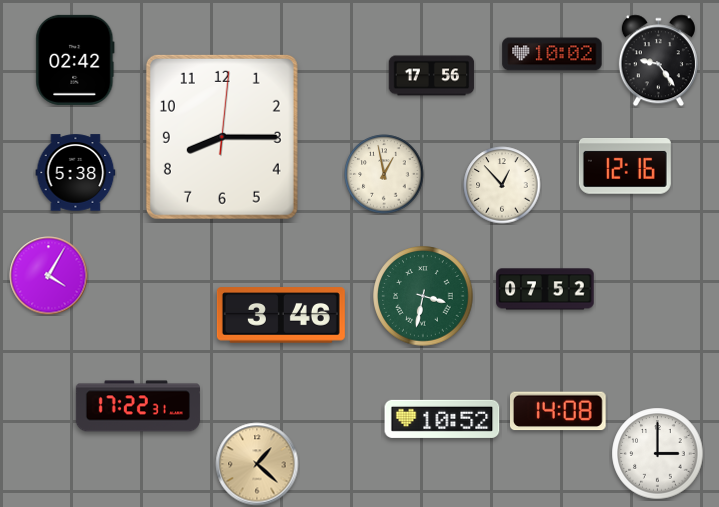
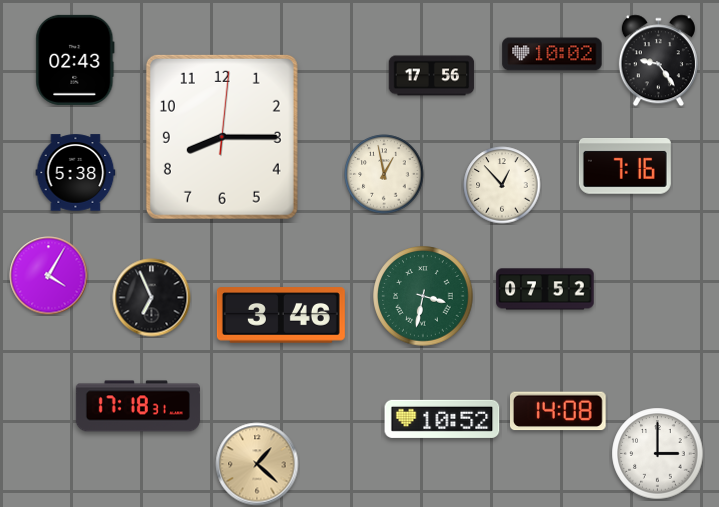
clock at (75, 60): 02:42 -> 02:43
clock at (625, 167): 12:16 -> 7:16
clock at (152, 298): none -> 6:56
clock at (138, 406): 17:22 -> 17:18
